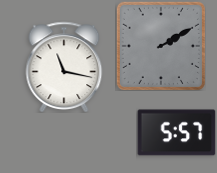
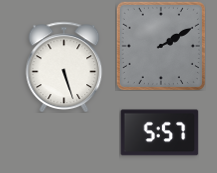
clock at (64, 67): 11:17 -> 5:27
clock at (176, 133) position: (176, 133) -> (159, 133)
